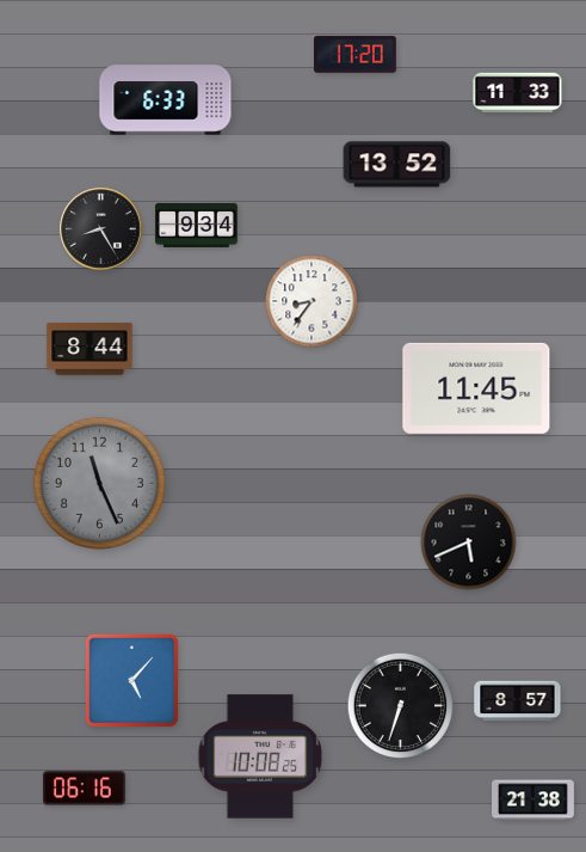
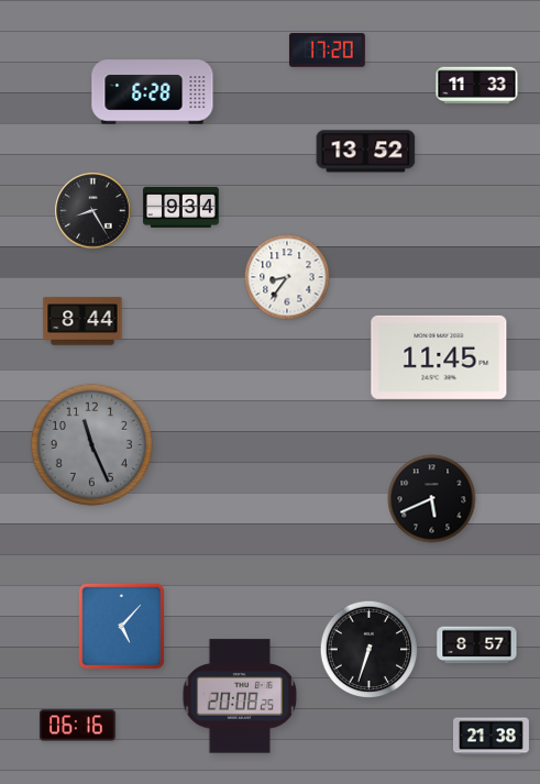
clock at (166, 100): 6:33 -> 6:28
clock at (260, 756): 10:08 -> 20:08
